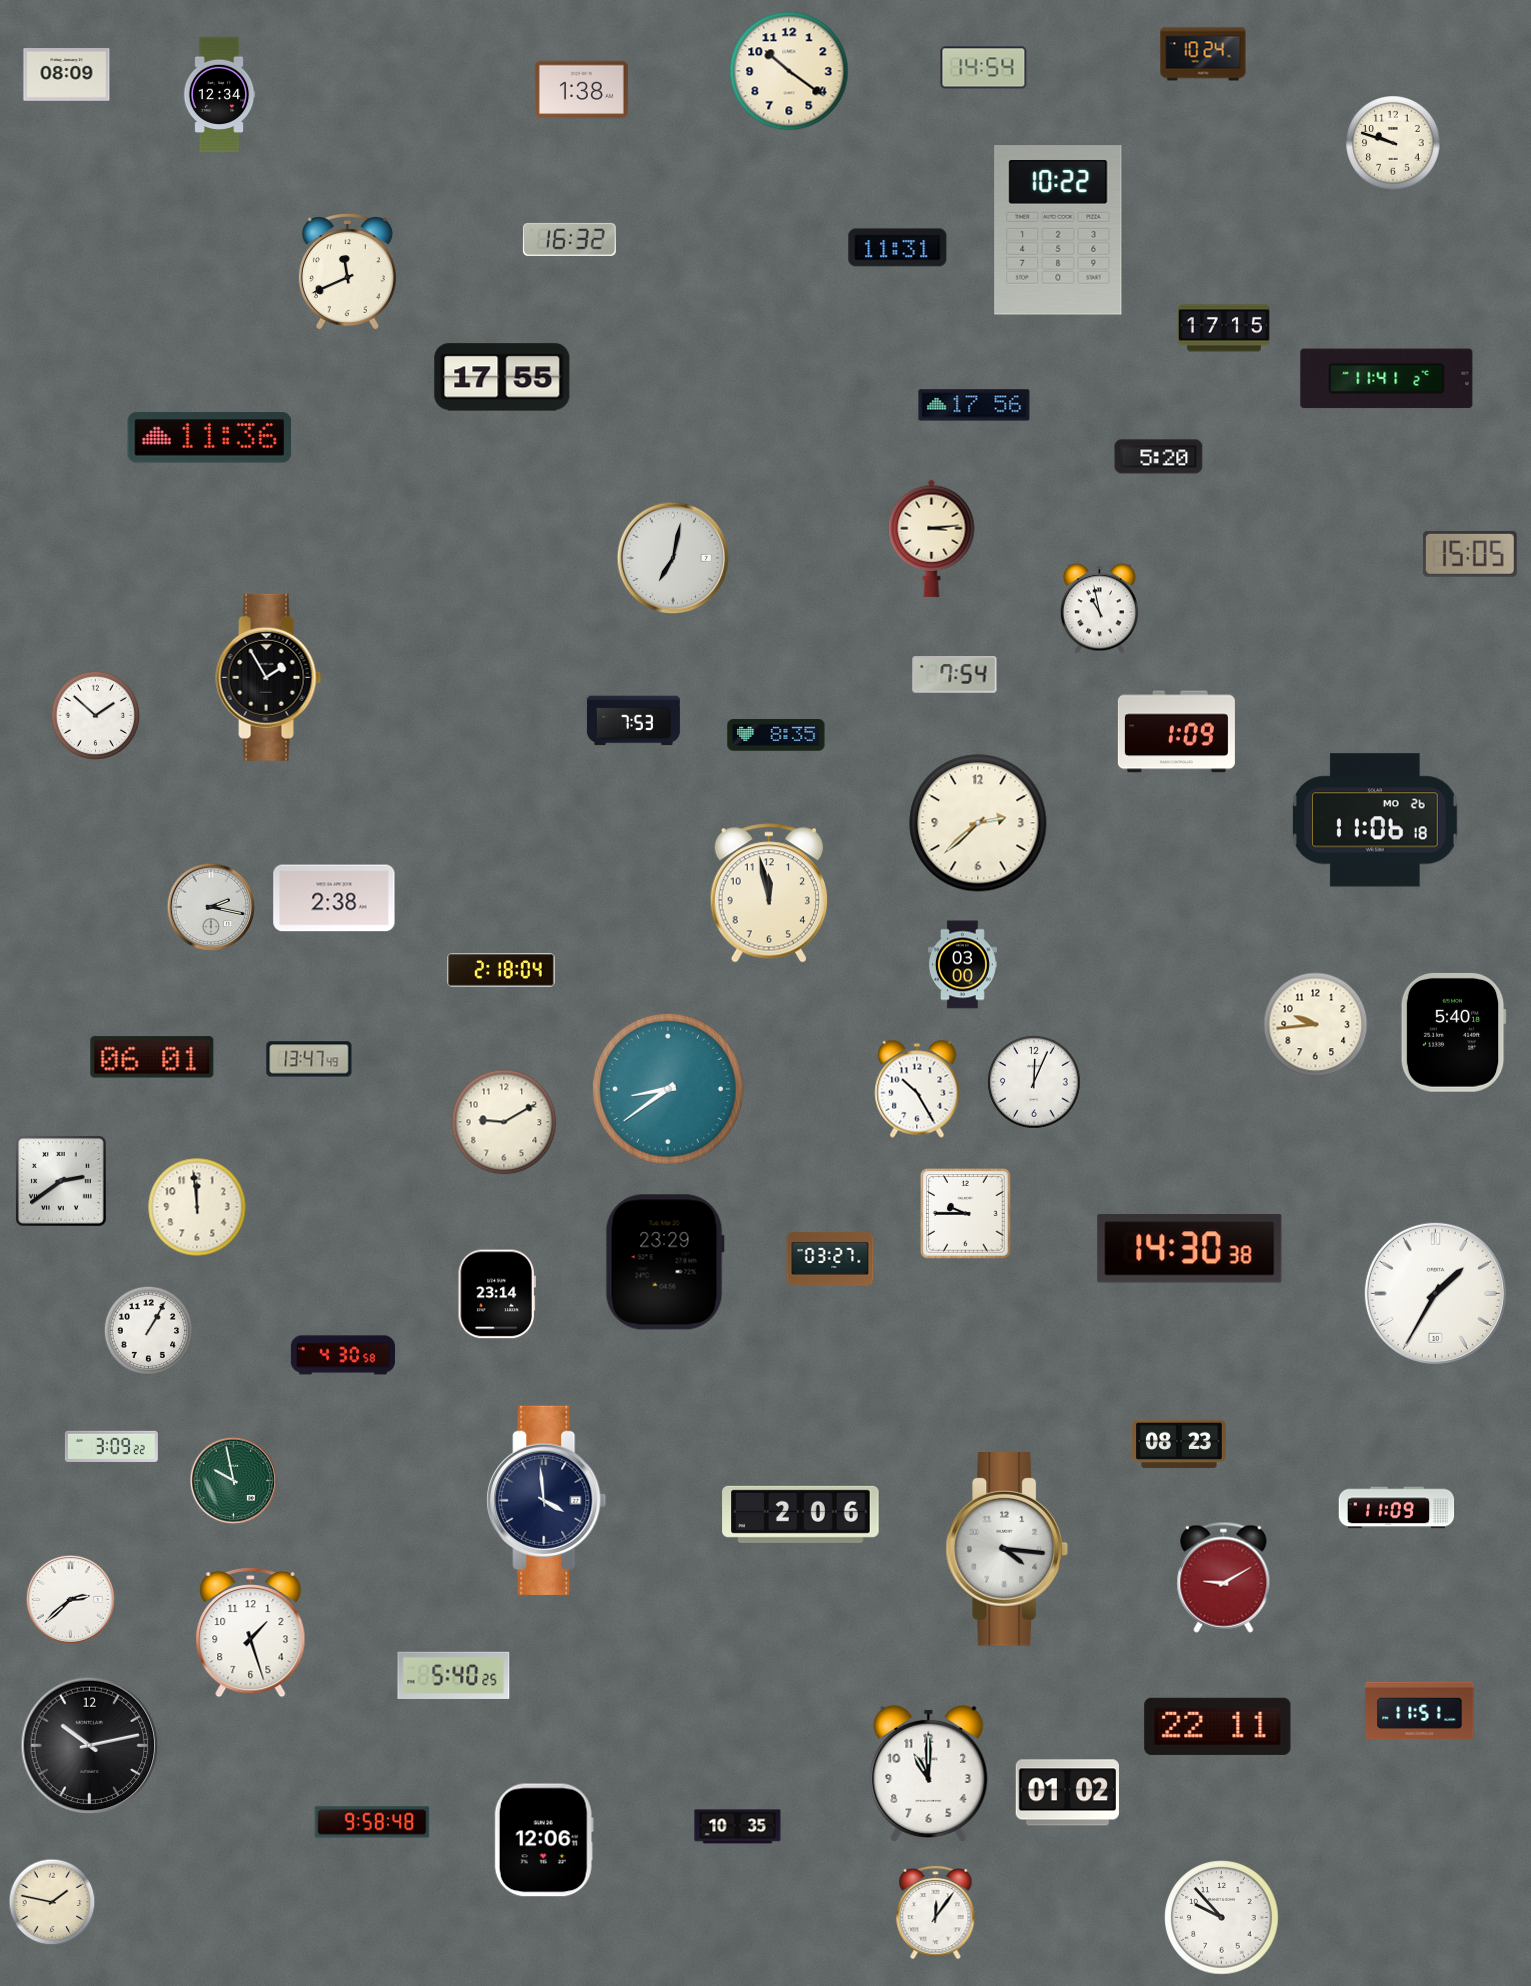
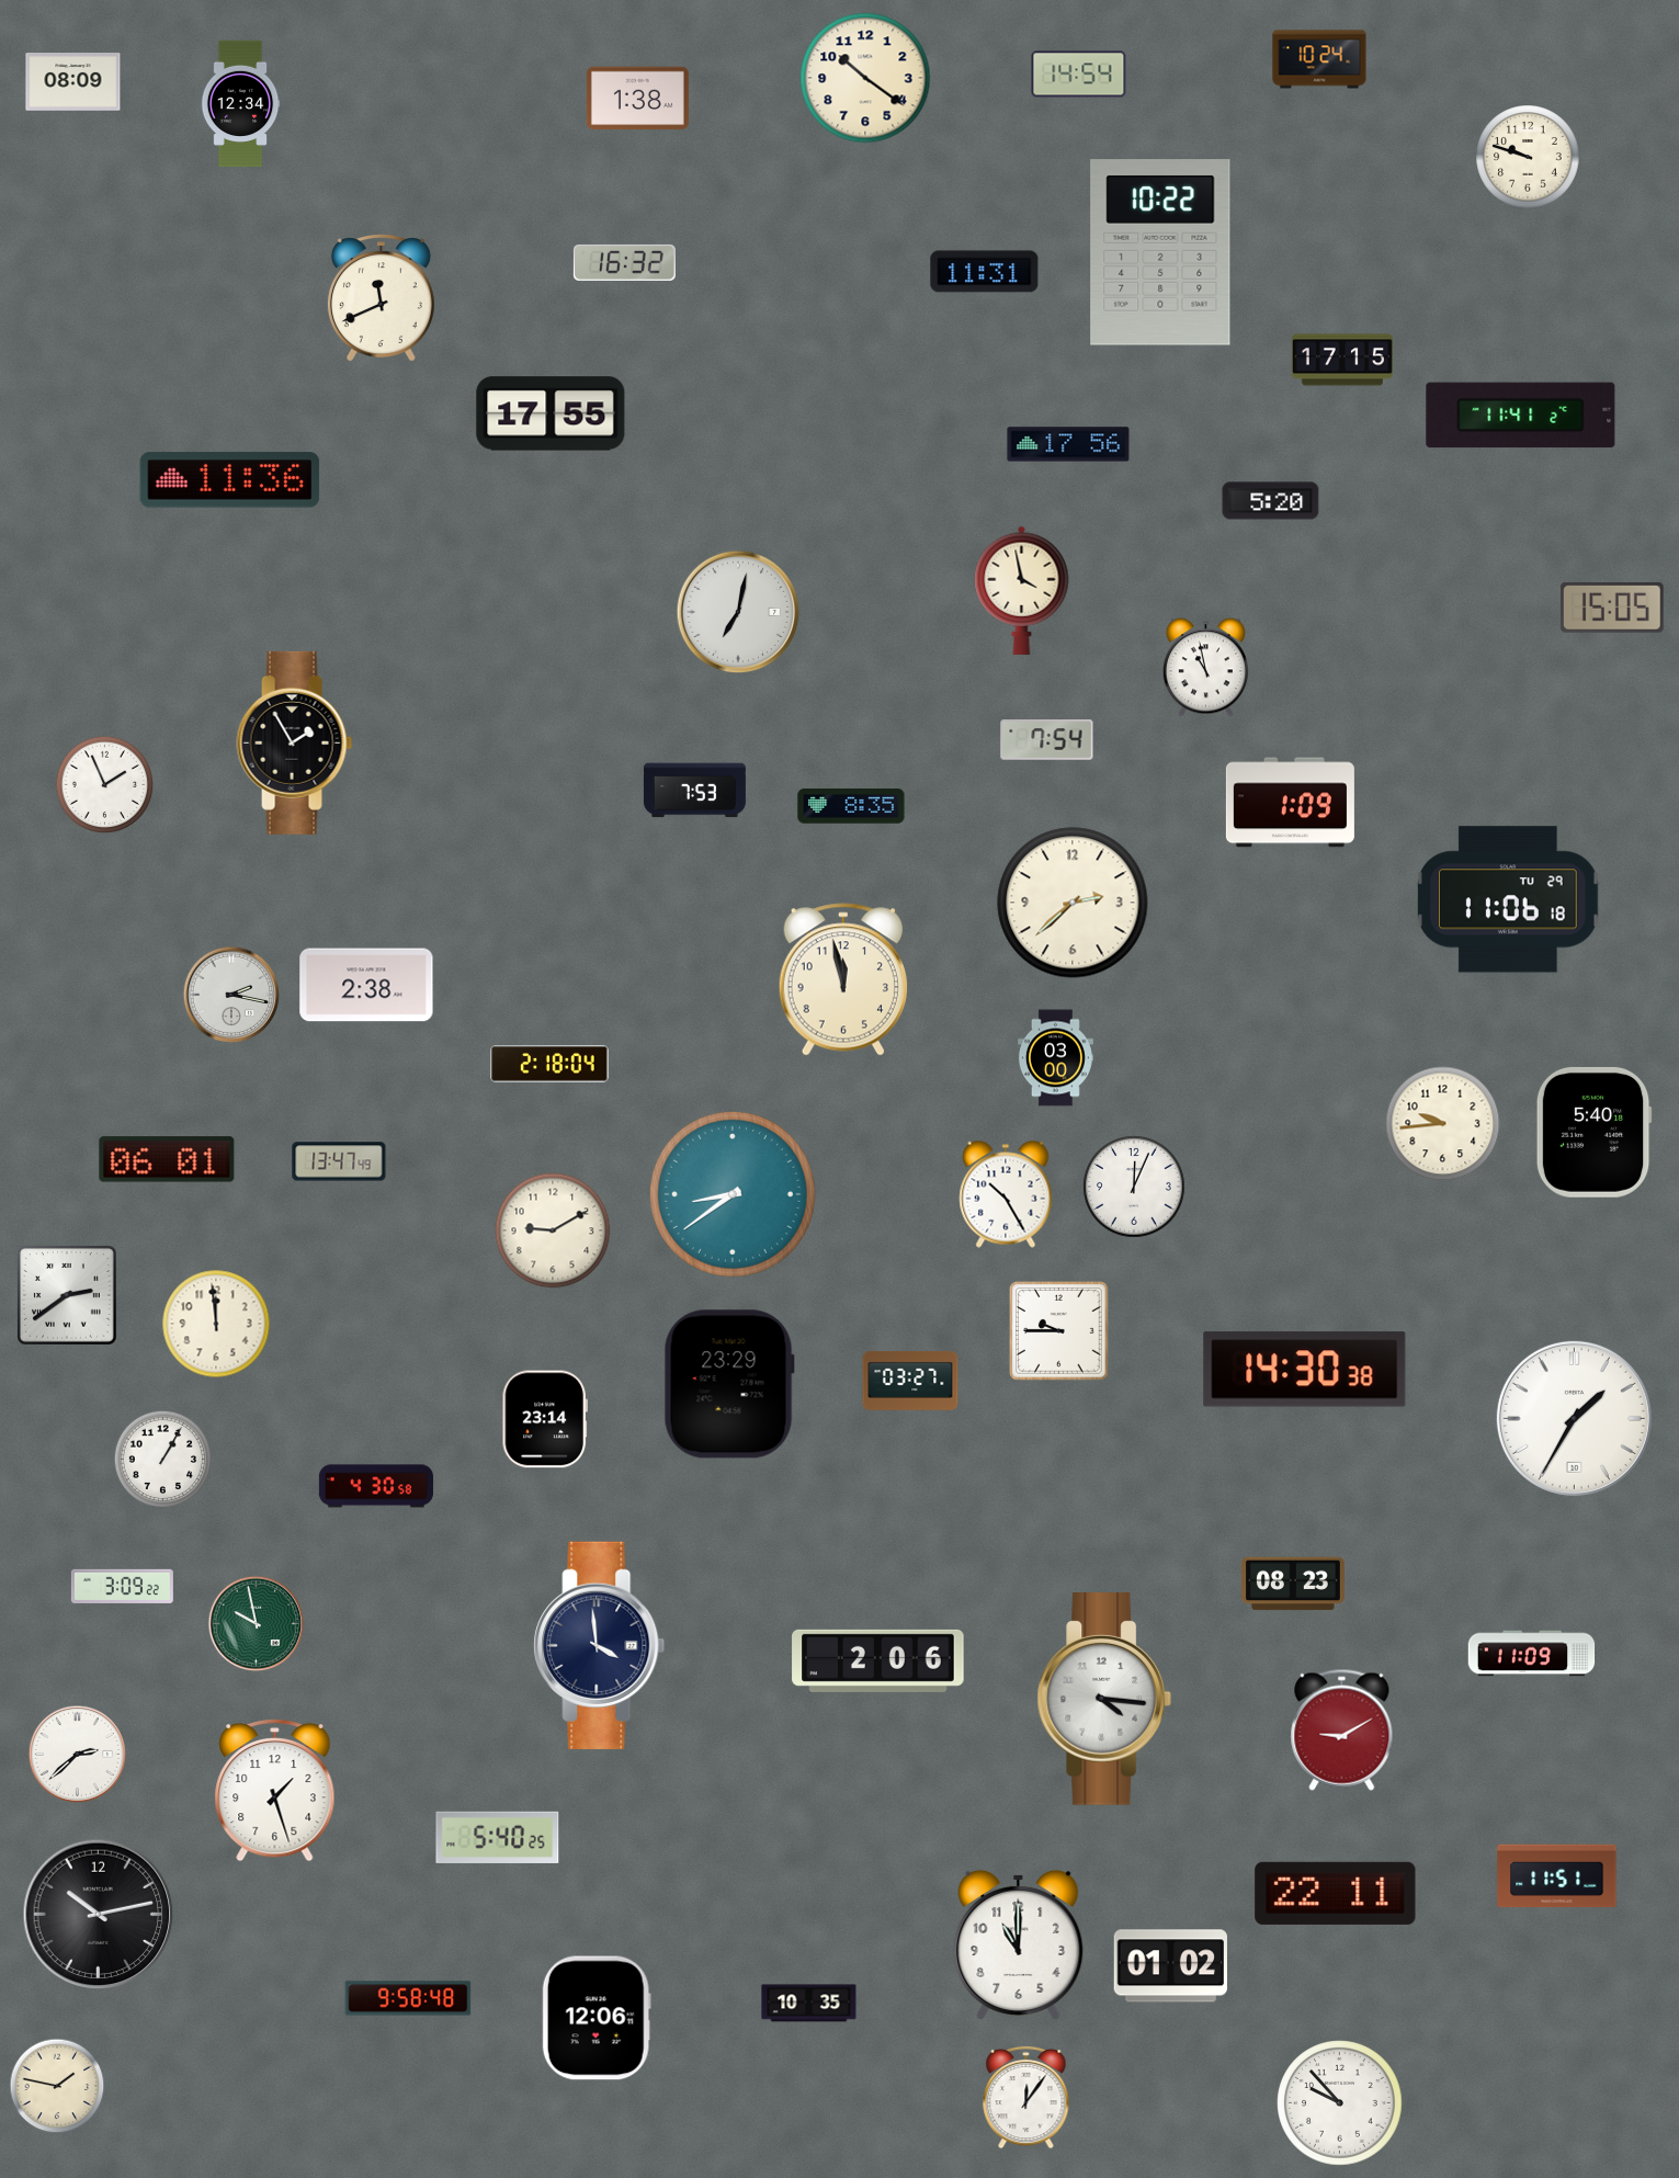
clock at (932, 538): 3:14 -> 3:58
clock at (96, 716): 1:52 -> 1:56
clock at (1376, 820) date: MO 26 -> TU 29
